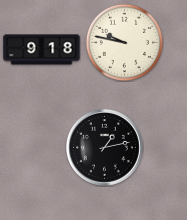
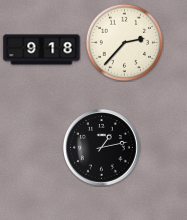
clock at (124, 42): 9:47 -> 2:37
clock at (105, 148) position: (105, 148) -> (102, 148)
